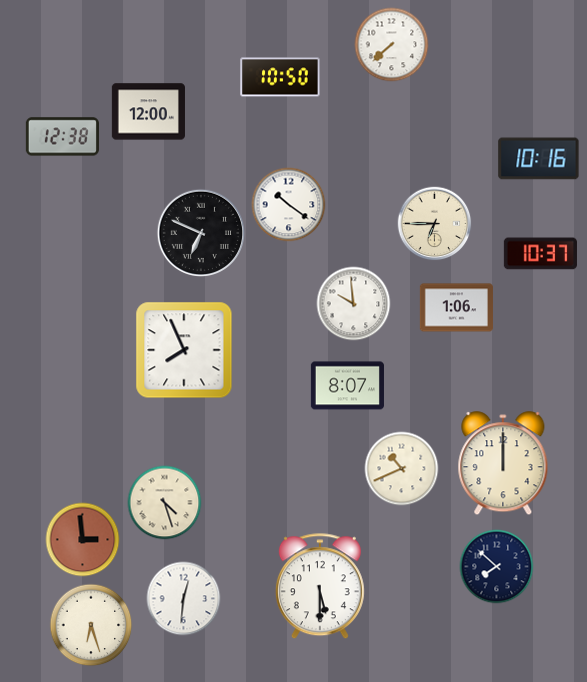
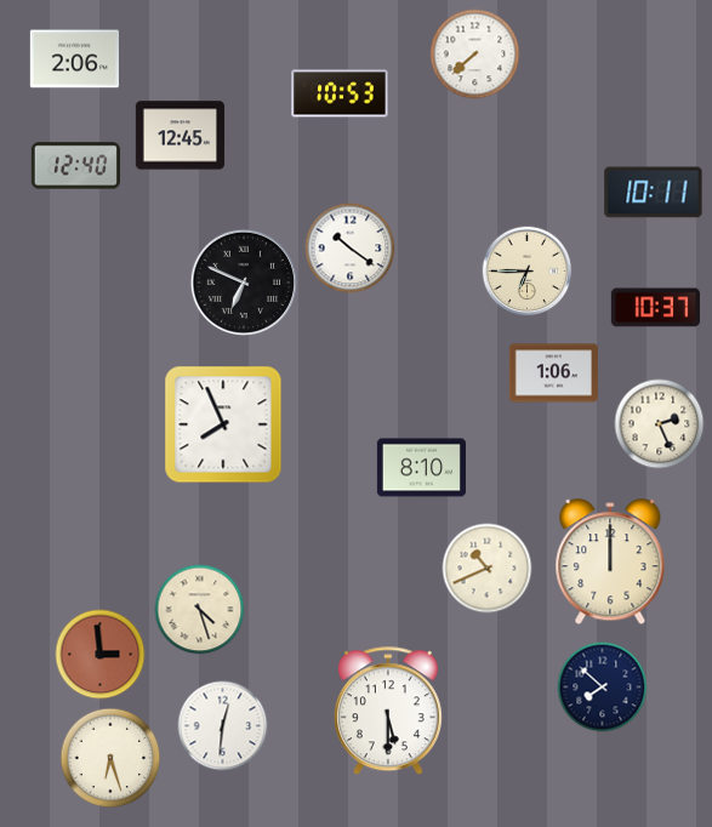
clock at (74, 59): none -> 2:06
clock at (280, 77): 10:50 -> 10:53
clock at (148, 112): 12:00 -> 12:45
clock at (62, 137): 12:38 -> 12:40
clock at (539, 159): 10:16 -> 10:11
clock at (354, 304): 9:59 -> none
clock at (660, 424): none -> 2:26
clock at (347, 386): 8:07 -> 8:10
